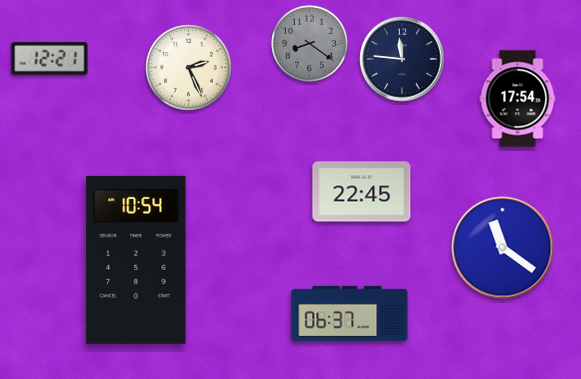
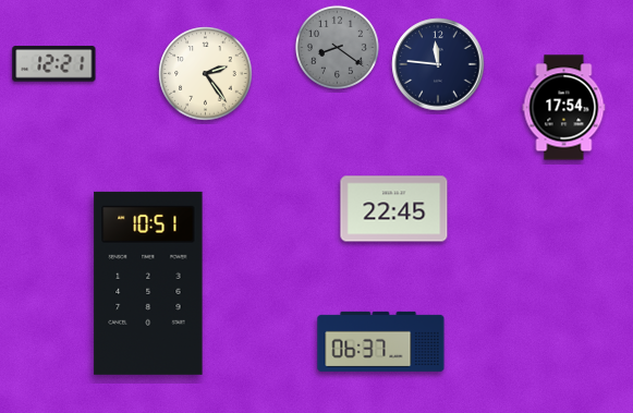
clock at (189, 68): 2:26 -> 2:24
clock at (503, 248): 11:21 -> none
clock at (136, 260): 10:54 -> 10:51
